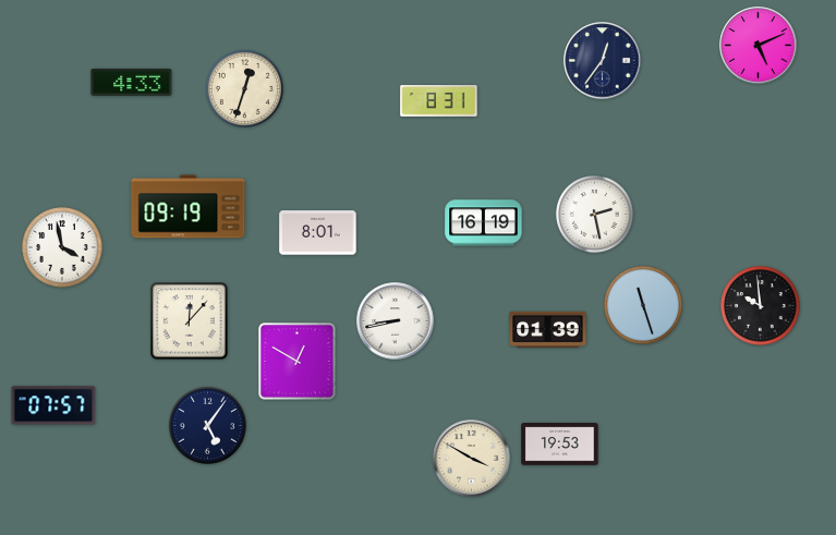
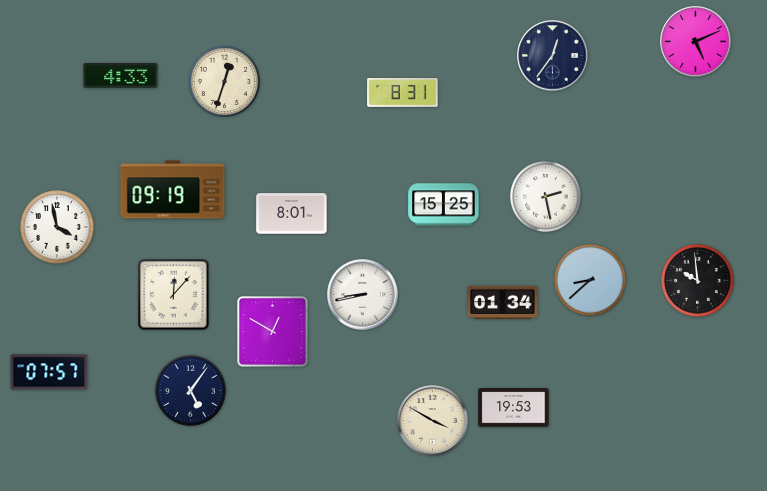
clock at (484, 223): 16:19 -> 15:25
clock at (644, 306): 11:27 -> 8:38
clock at (548, 329): 01:39 -> 01:34
